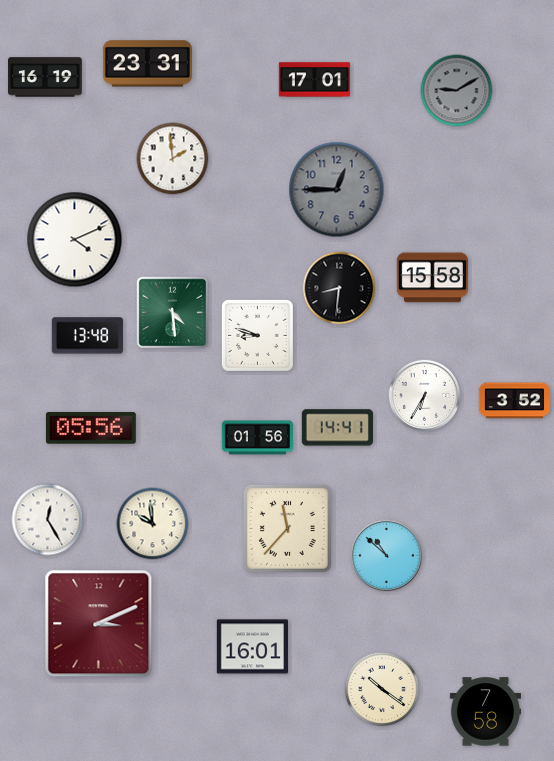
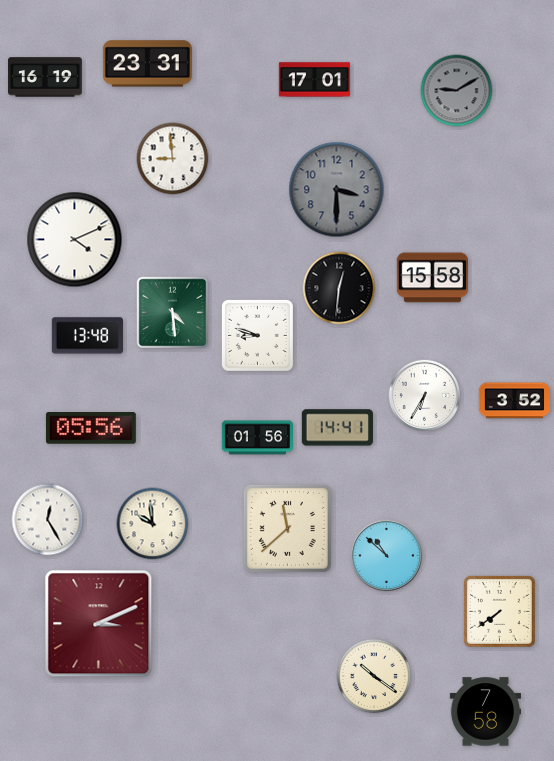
clock at (173, 159): 1:59 -> 8:59
clock at (337, 190): 12:45 -> 3:30
clock at (339, 288): 8:31 -> 12:31
clock at (287, 528): 11:37 -> 11:38
clock at (499, 611): none -> 7:39
clock at (252, 647): 16:01 -> none
clock at (382, 689) position: (382, 689) -> (374, 676)
